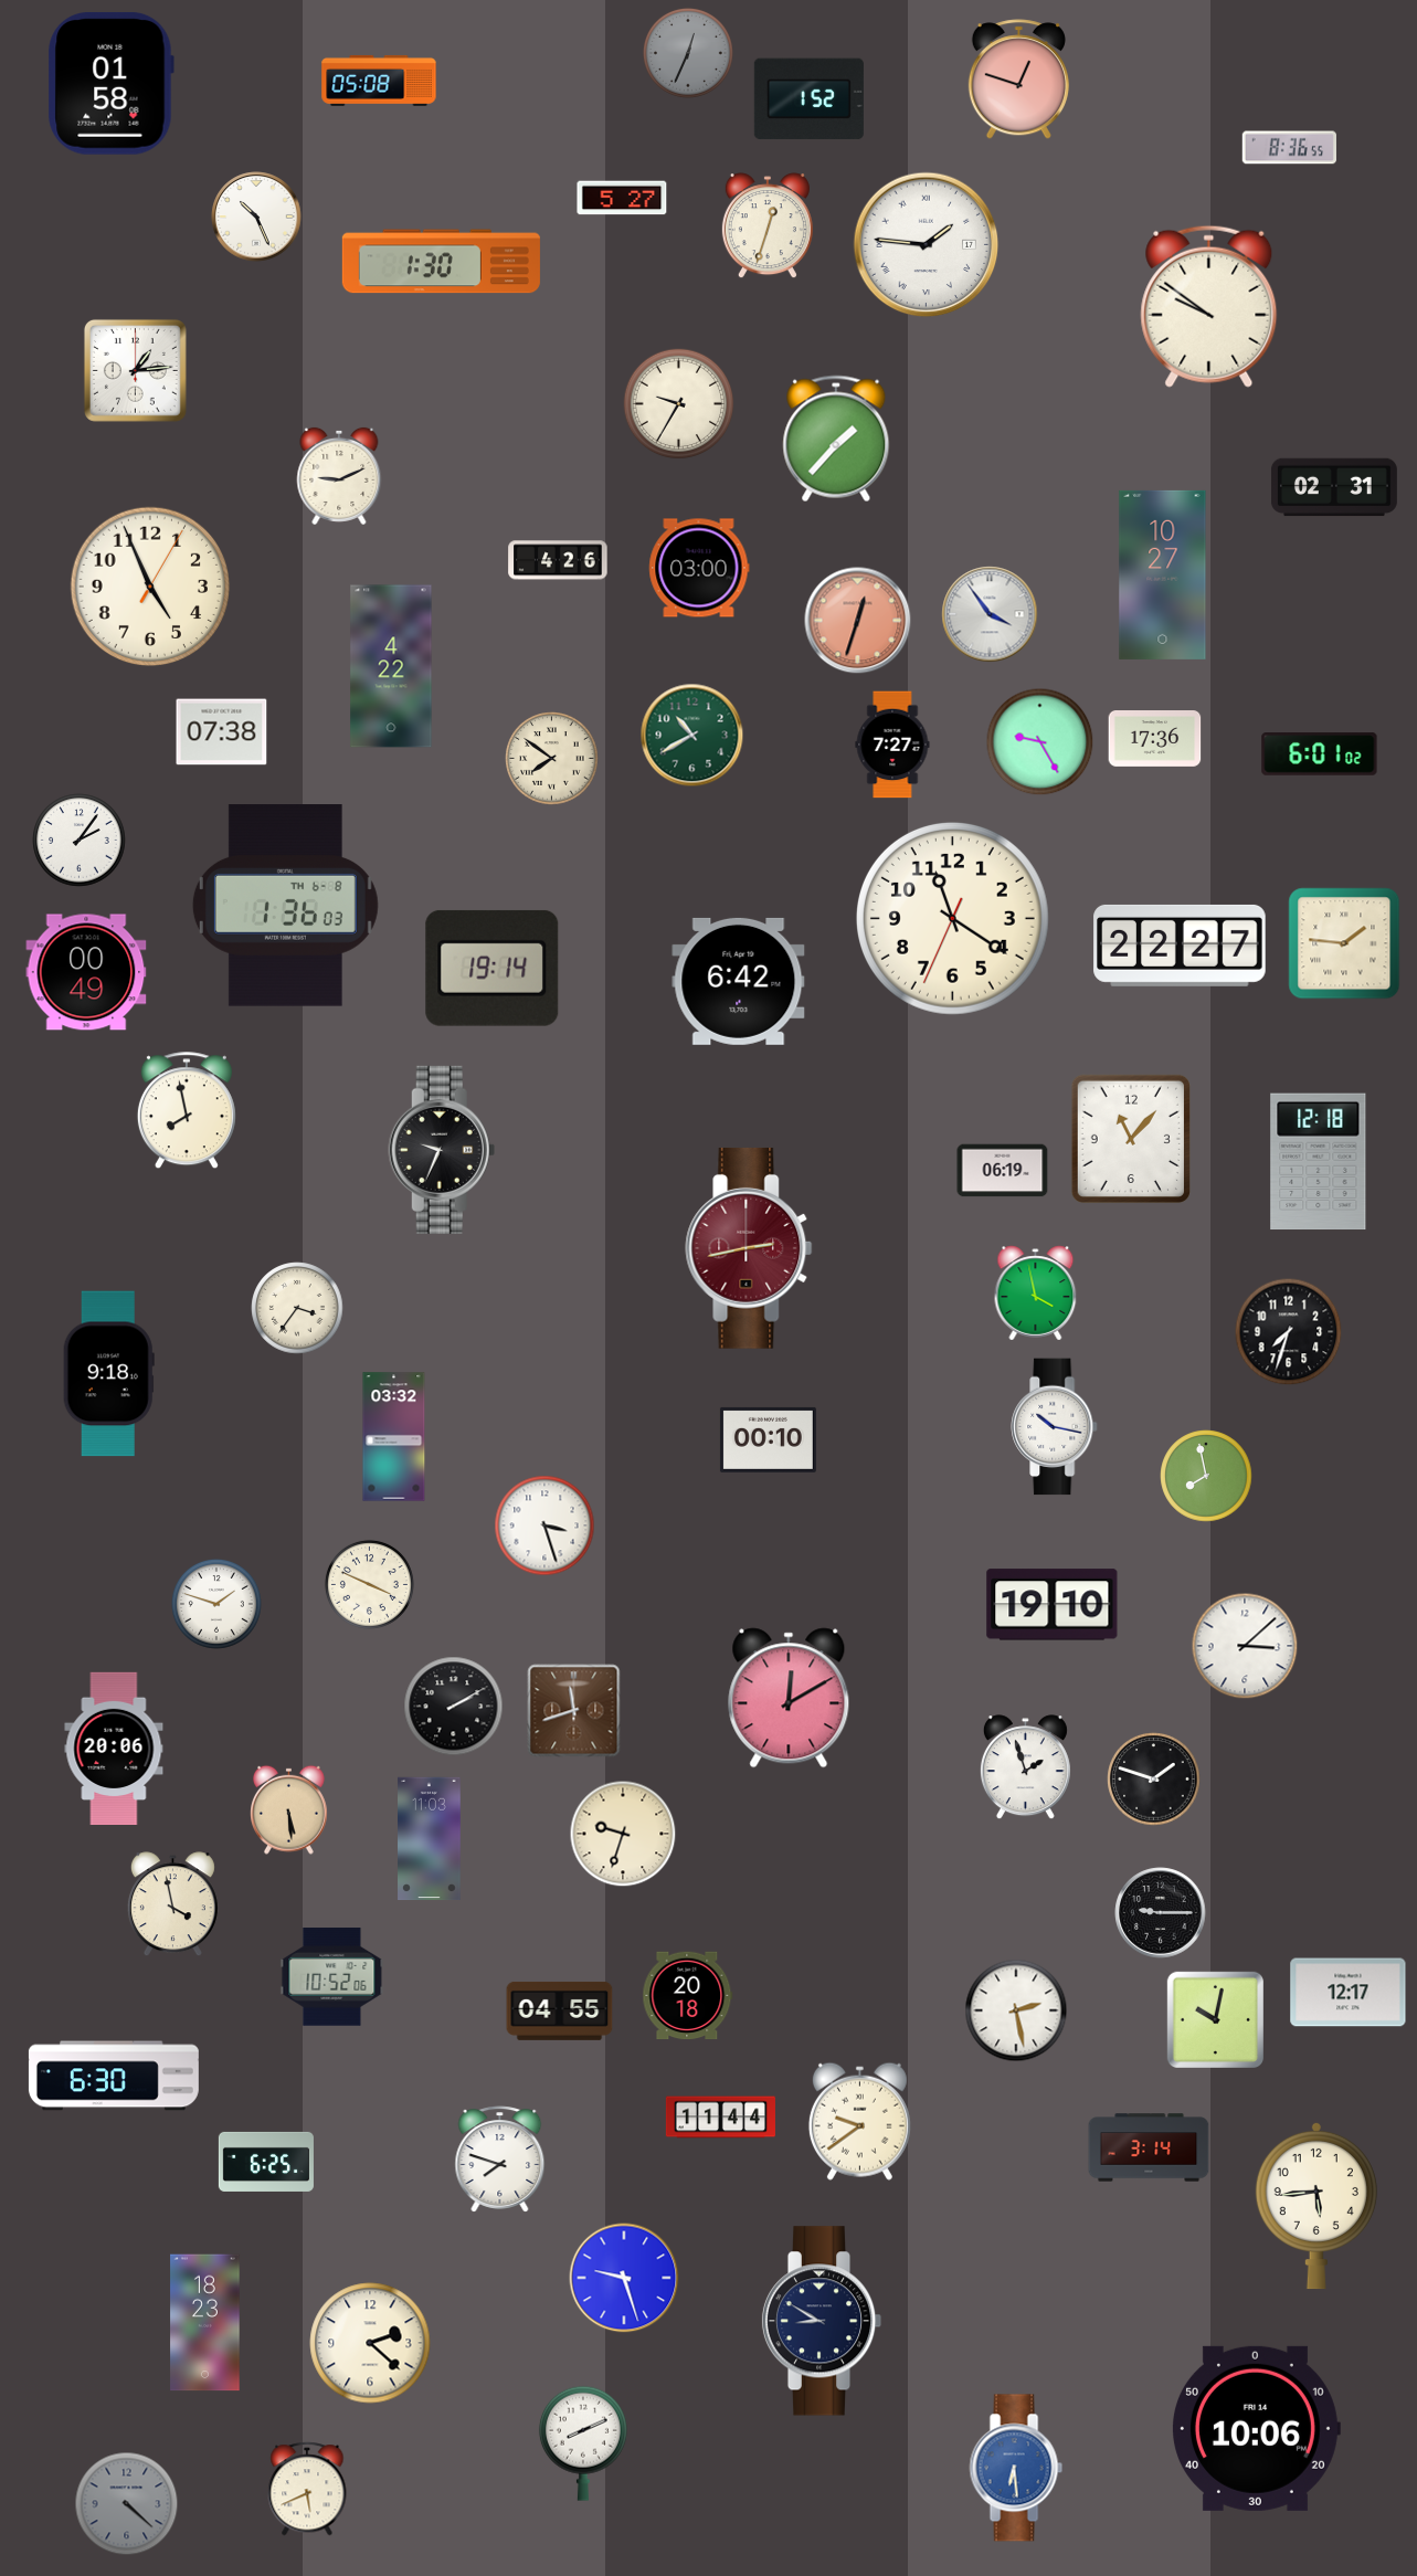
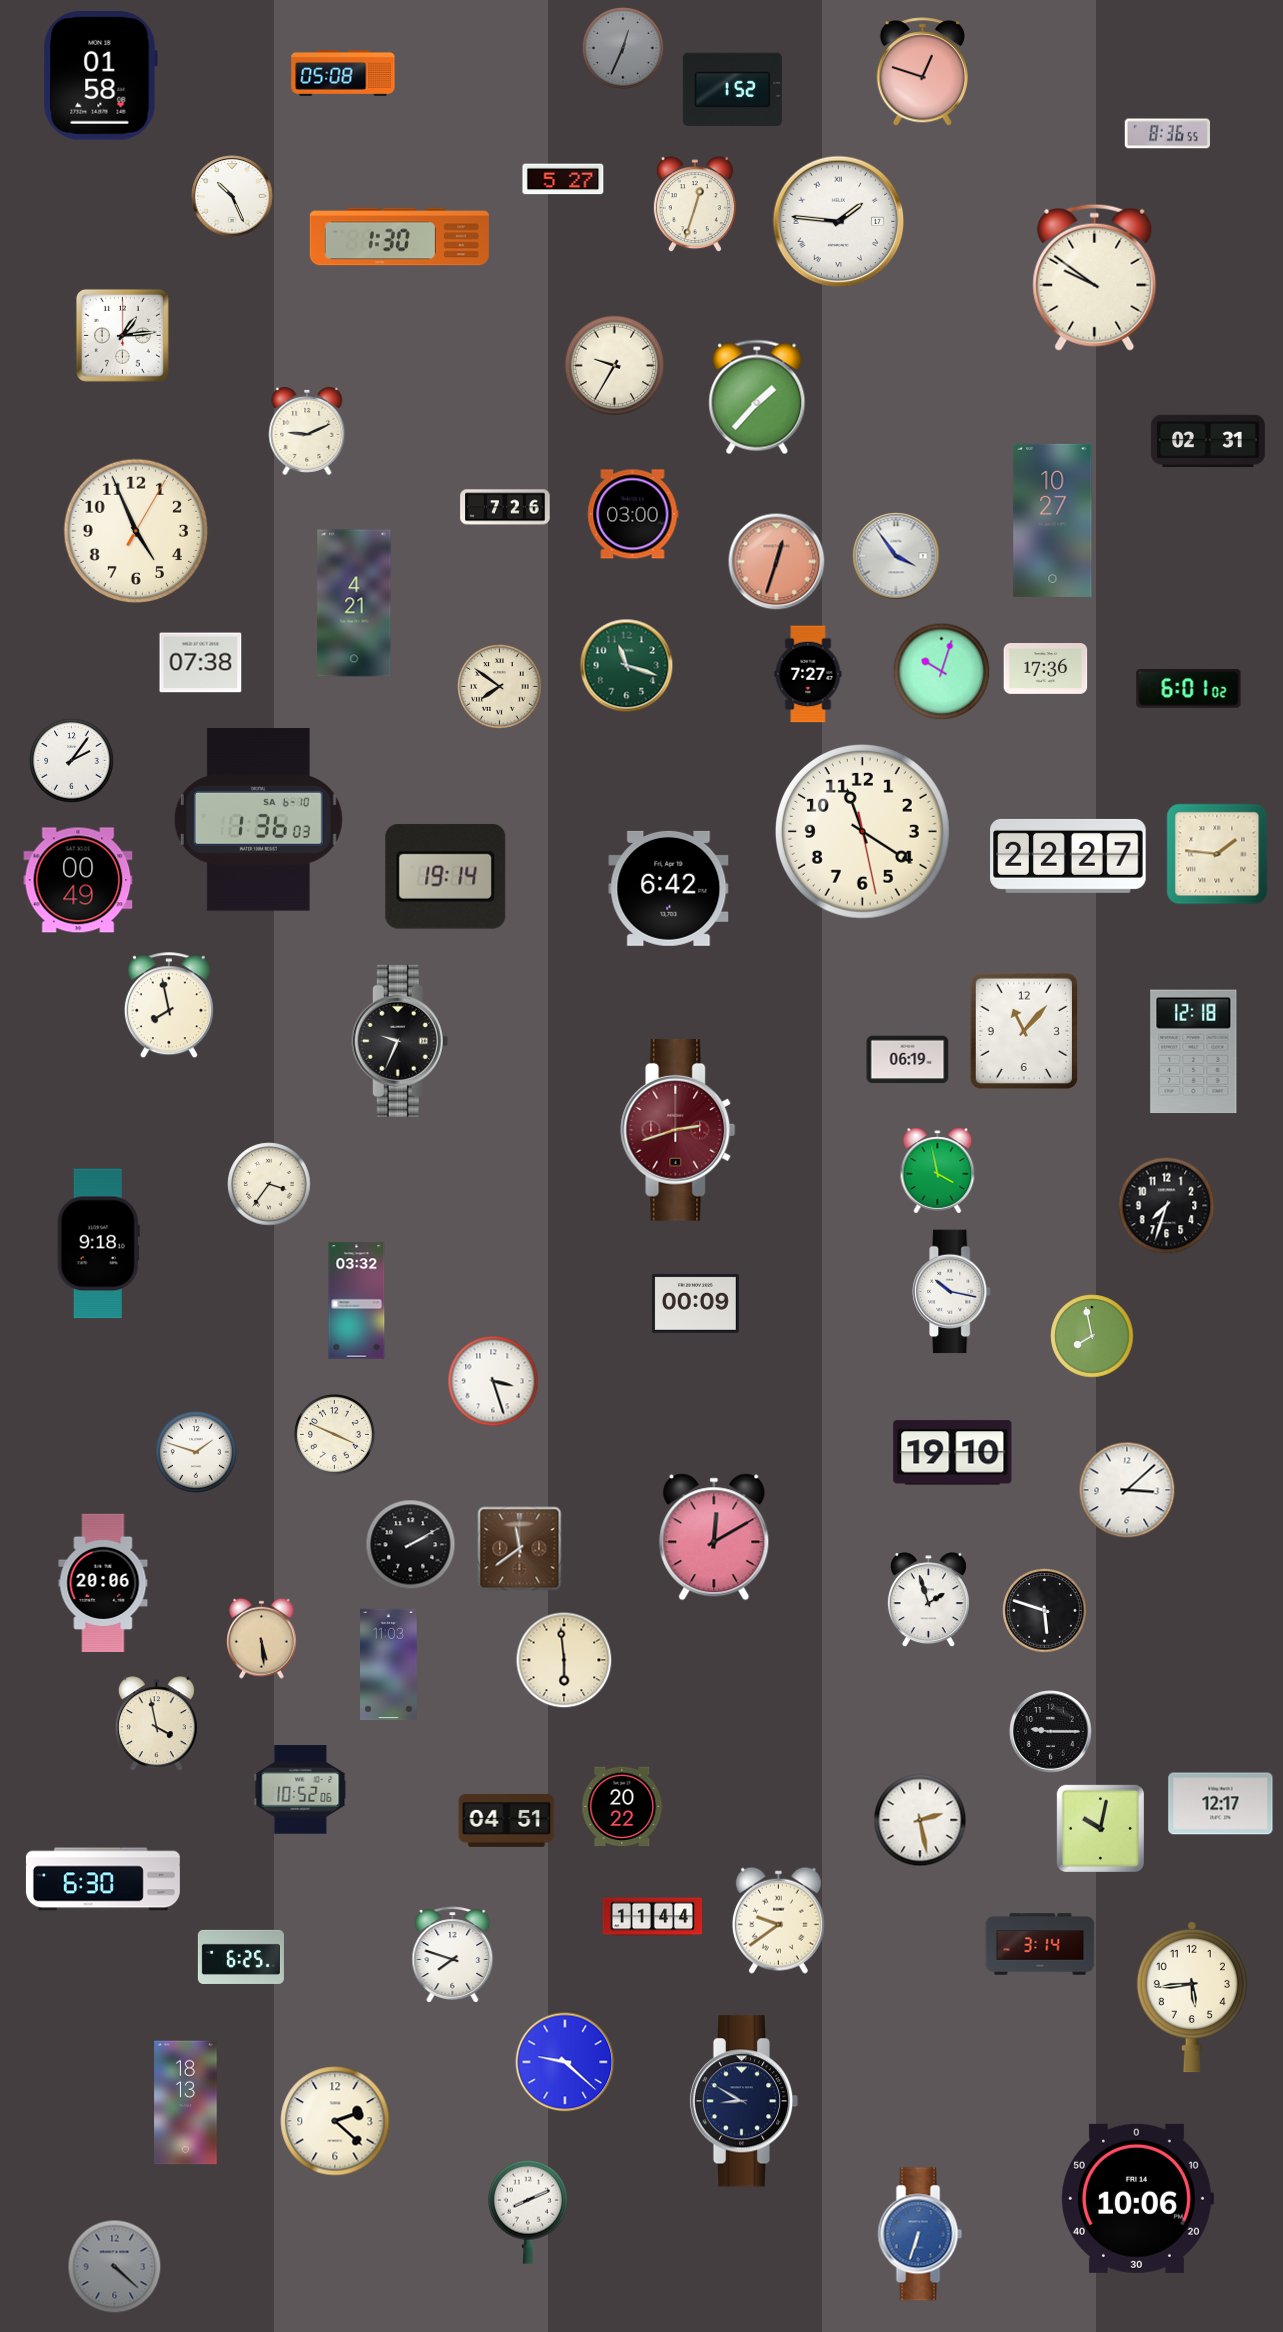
clock at (558, 560): 4:26 -> 7:26
clock at (391, 666): 4:22 -> 4:21
clock at (692, 736): 10:40 -> 11:18
clock at (1040, 742): 9:25 -> 10:03
clock at (1320, 754) position: (1320, 754) -> (1189, 689)
clock at (285, 906) date: TH 6-8 -> SA 6-10
clock at (952, 918): 11:20:34 -> 11:20:28
clock at (749, 1248): 2:43 -> 2:42
clock at (1055, 1427) position: (1055, 1427) -> (952, 1292)
clock at (768, 1439): 00:10 -> 00:09
clock at (574, 1711): 11:42 -> 11:39
clock at (1154, 1780): 1:48 -> 5:48
clock at (623, 1834): 9:33 -> 5:59
clock at (688, 1996): 20:18 -> 20:22
clock at (560, 2010): 04:55 -> 04:51
clock at (624, 2278): 9:27 -> 9:22
clock at (205, 2323): 18:23 -> 18:13
clock at (1016, 2468): 6:29 -> 6:33
clock at (307, 2489): 5:41 -> none
